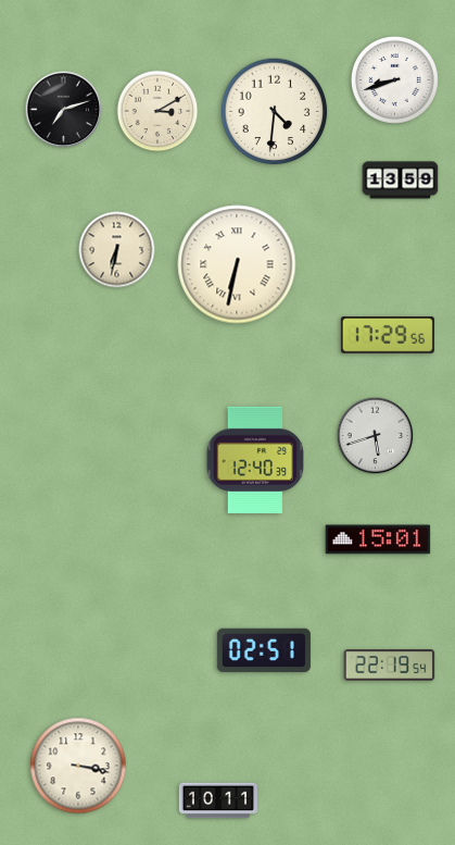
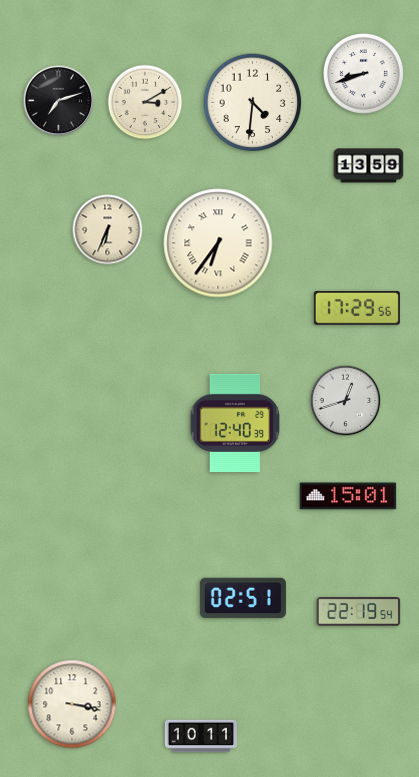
clock at (117, 250): 6:32 -> 6:34
clock at (237, 264): 6:32 -> 6:36
clock at (376, 436): 5:42 -> 12:42
